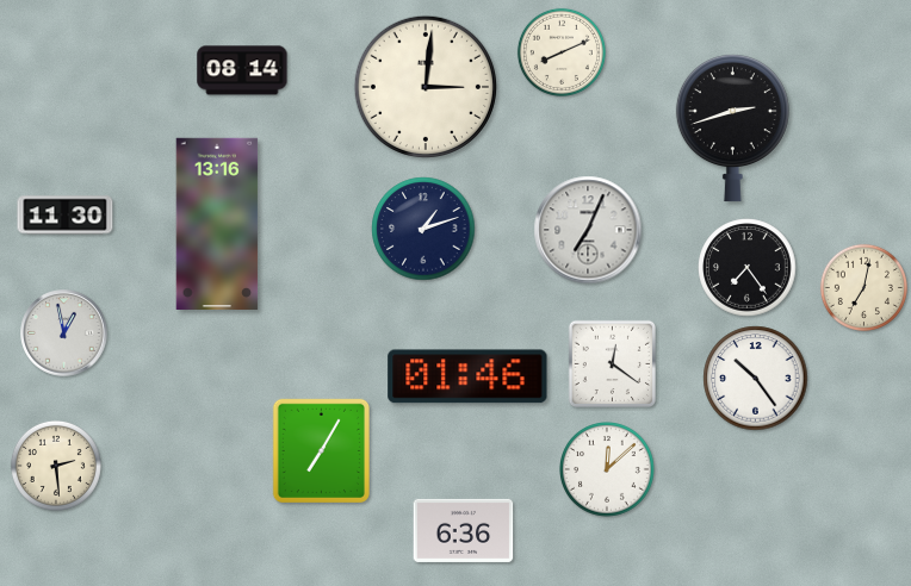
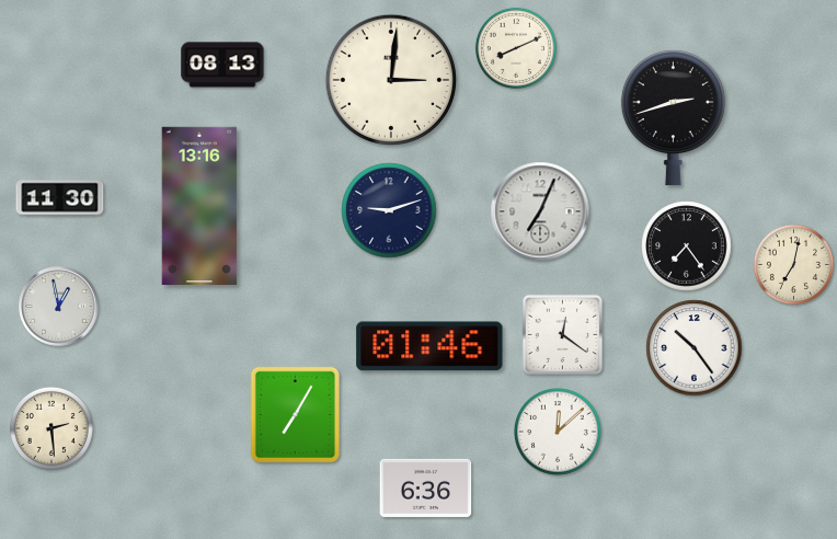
clock at (242, 70): 08:14 -> 08:13
clock at (423, 229): 1:12 -> 9:12
